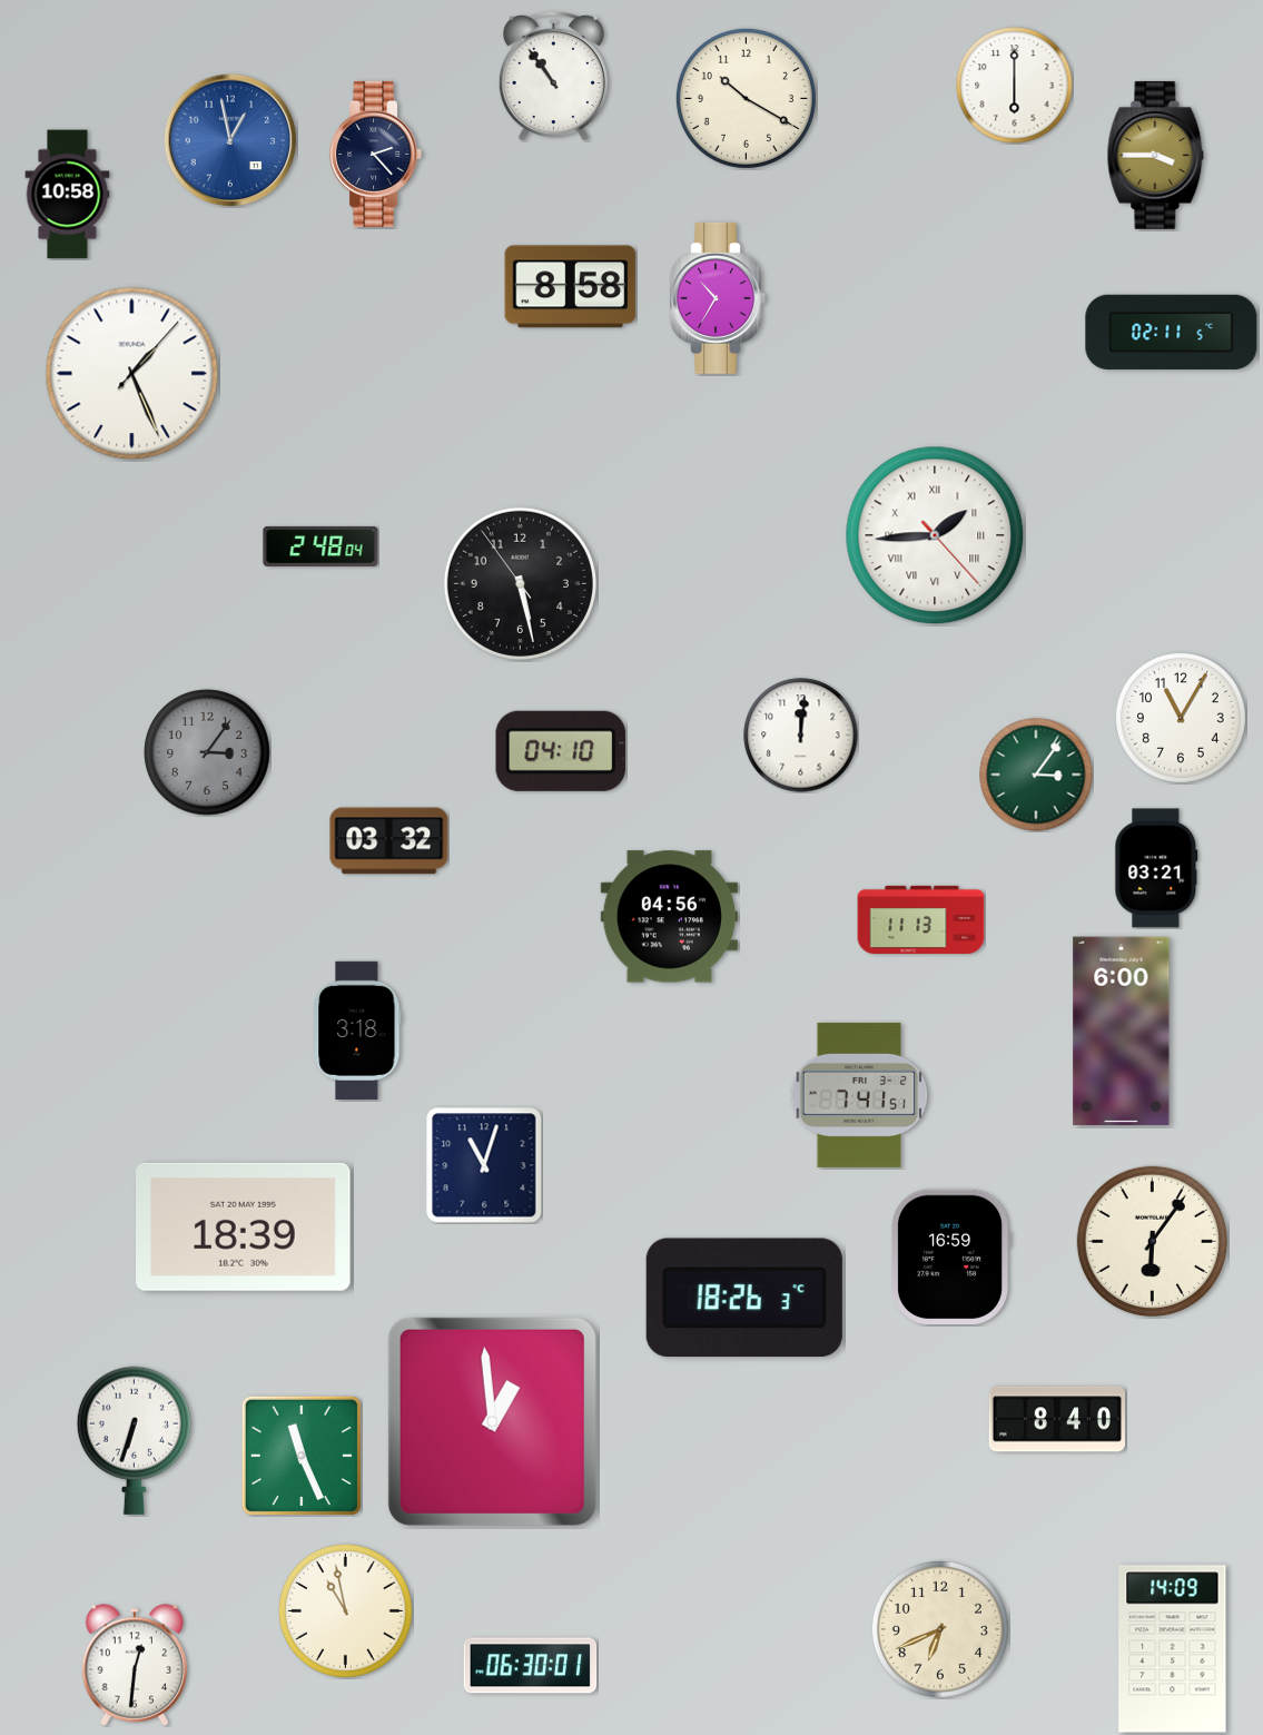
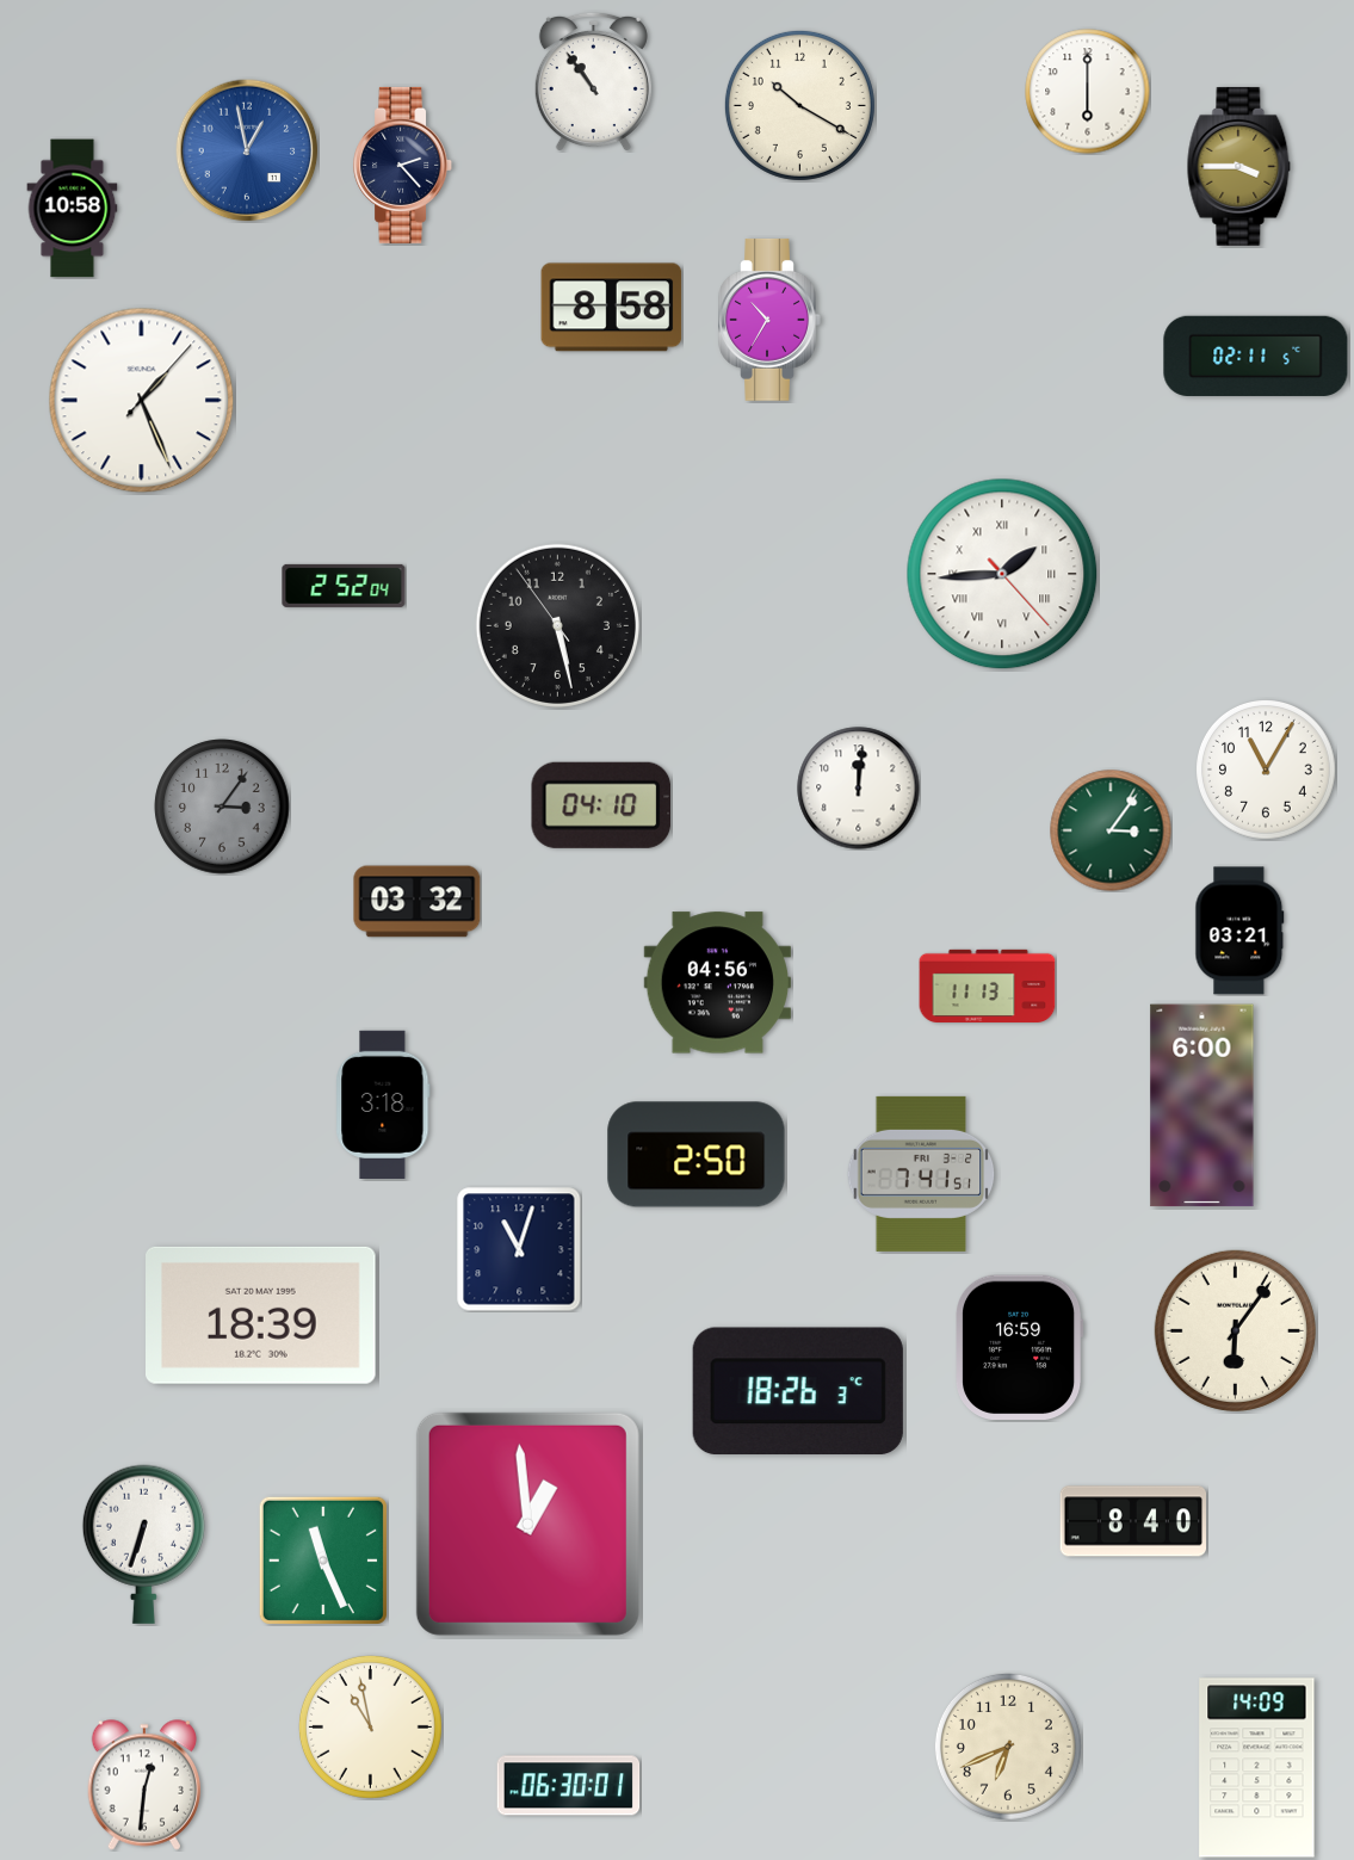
clock at (320, 546): 2:48 -> 2:52
clock at (697, 1155): none -> 2:50
